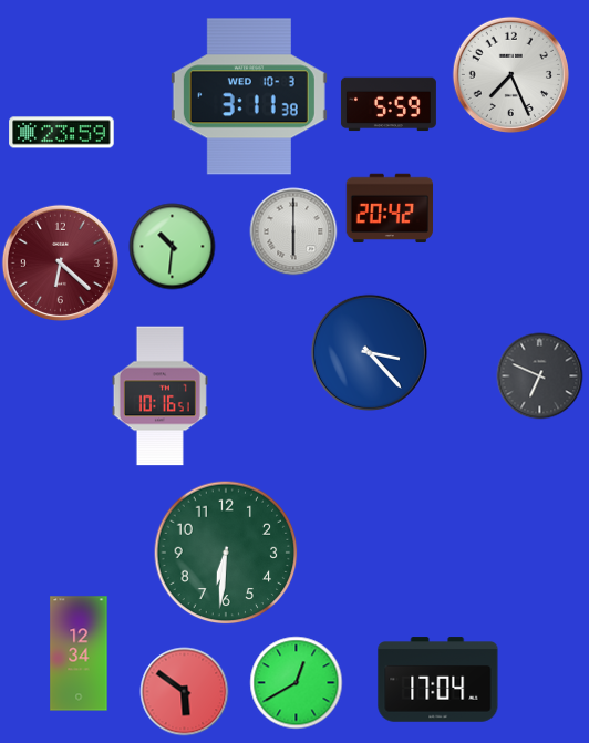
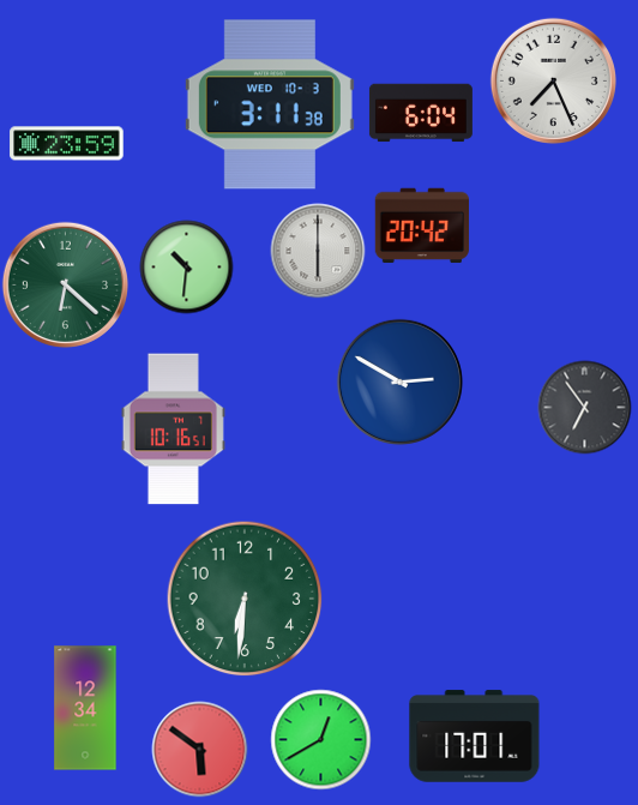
clock at (389, 104): 5:59 -> 6:04
clock at (60, 262) dial: burgundy -> green
clock at (369, 352): 3:23 -> 2:50
clock at (539, 375): 6:49 -> 6:54
clock at (438, 680): 17:04 -> 17:01
